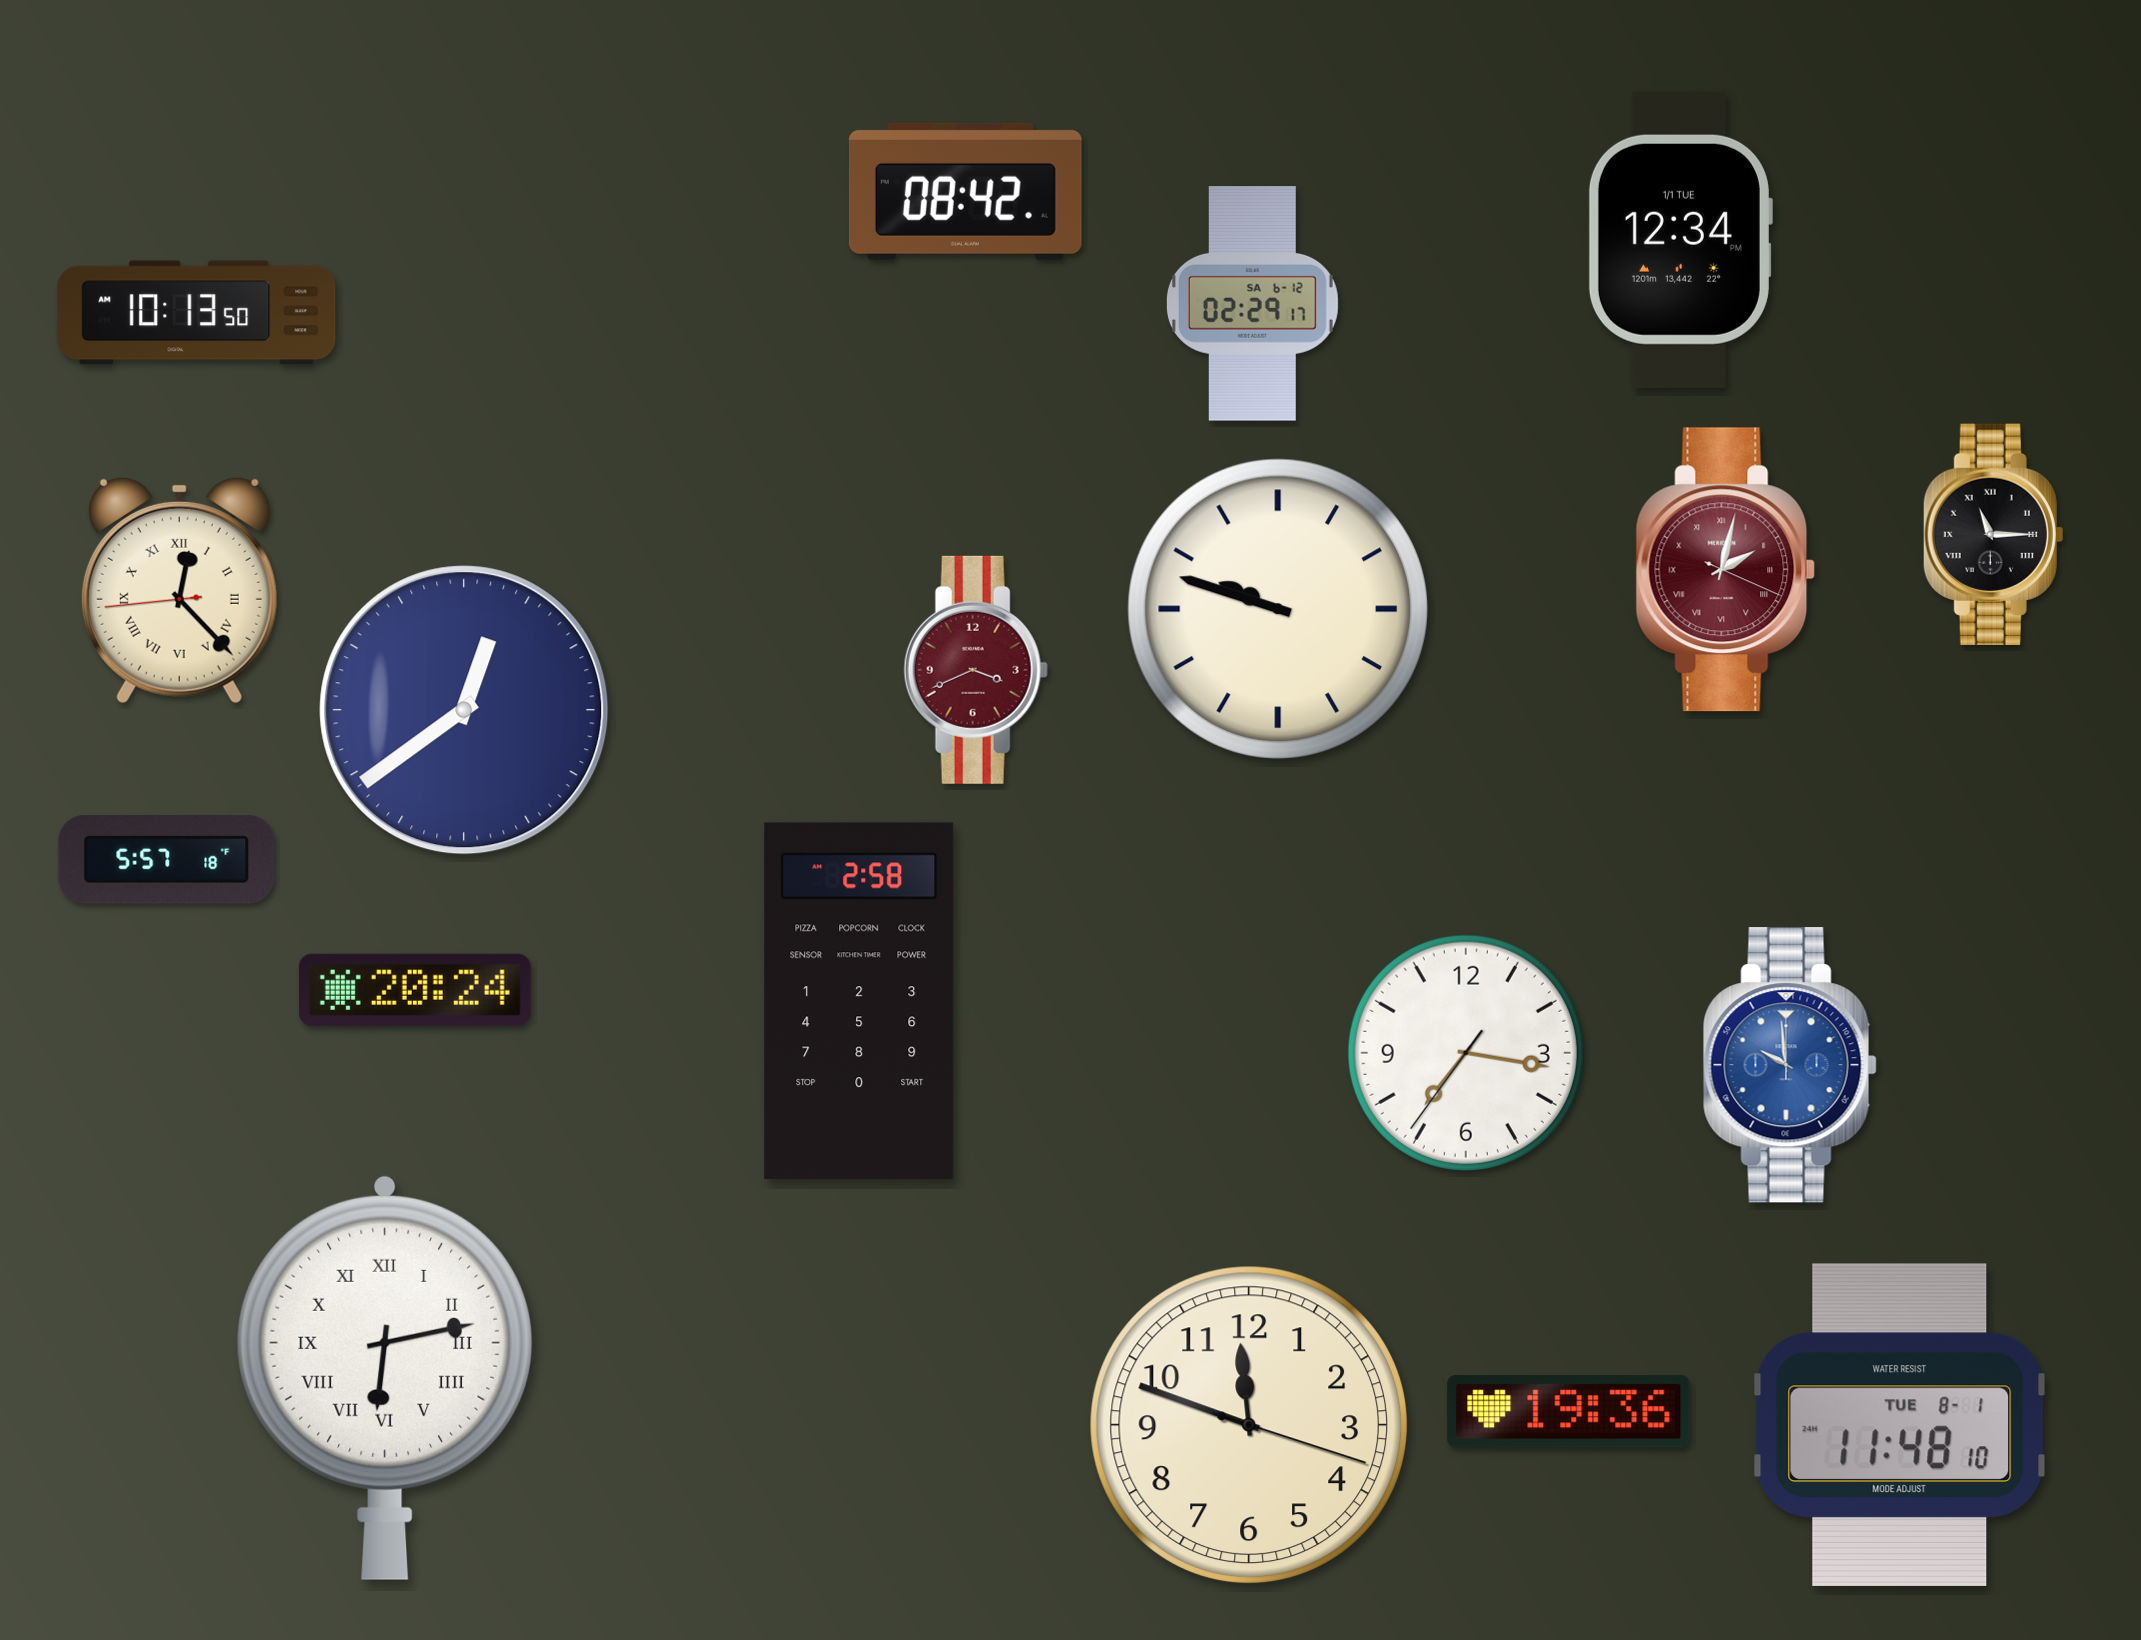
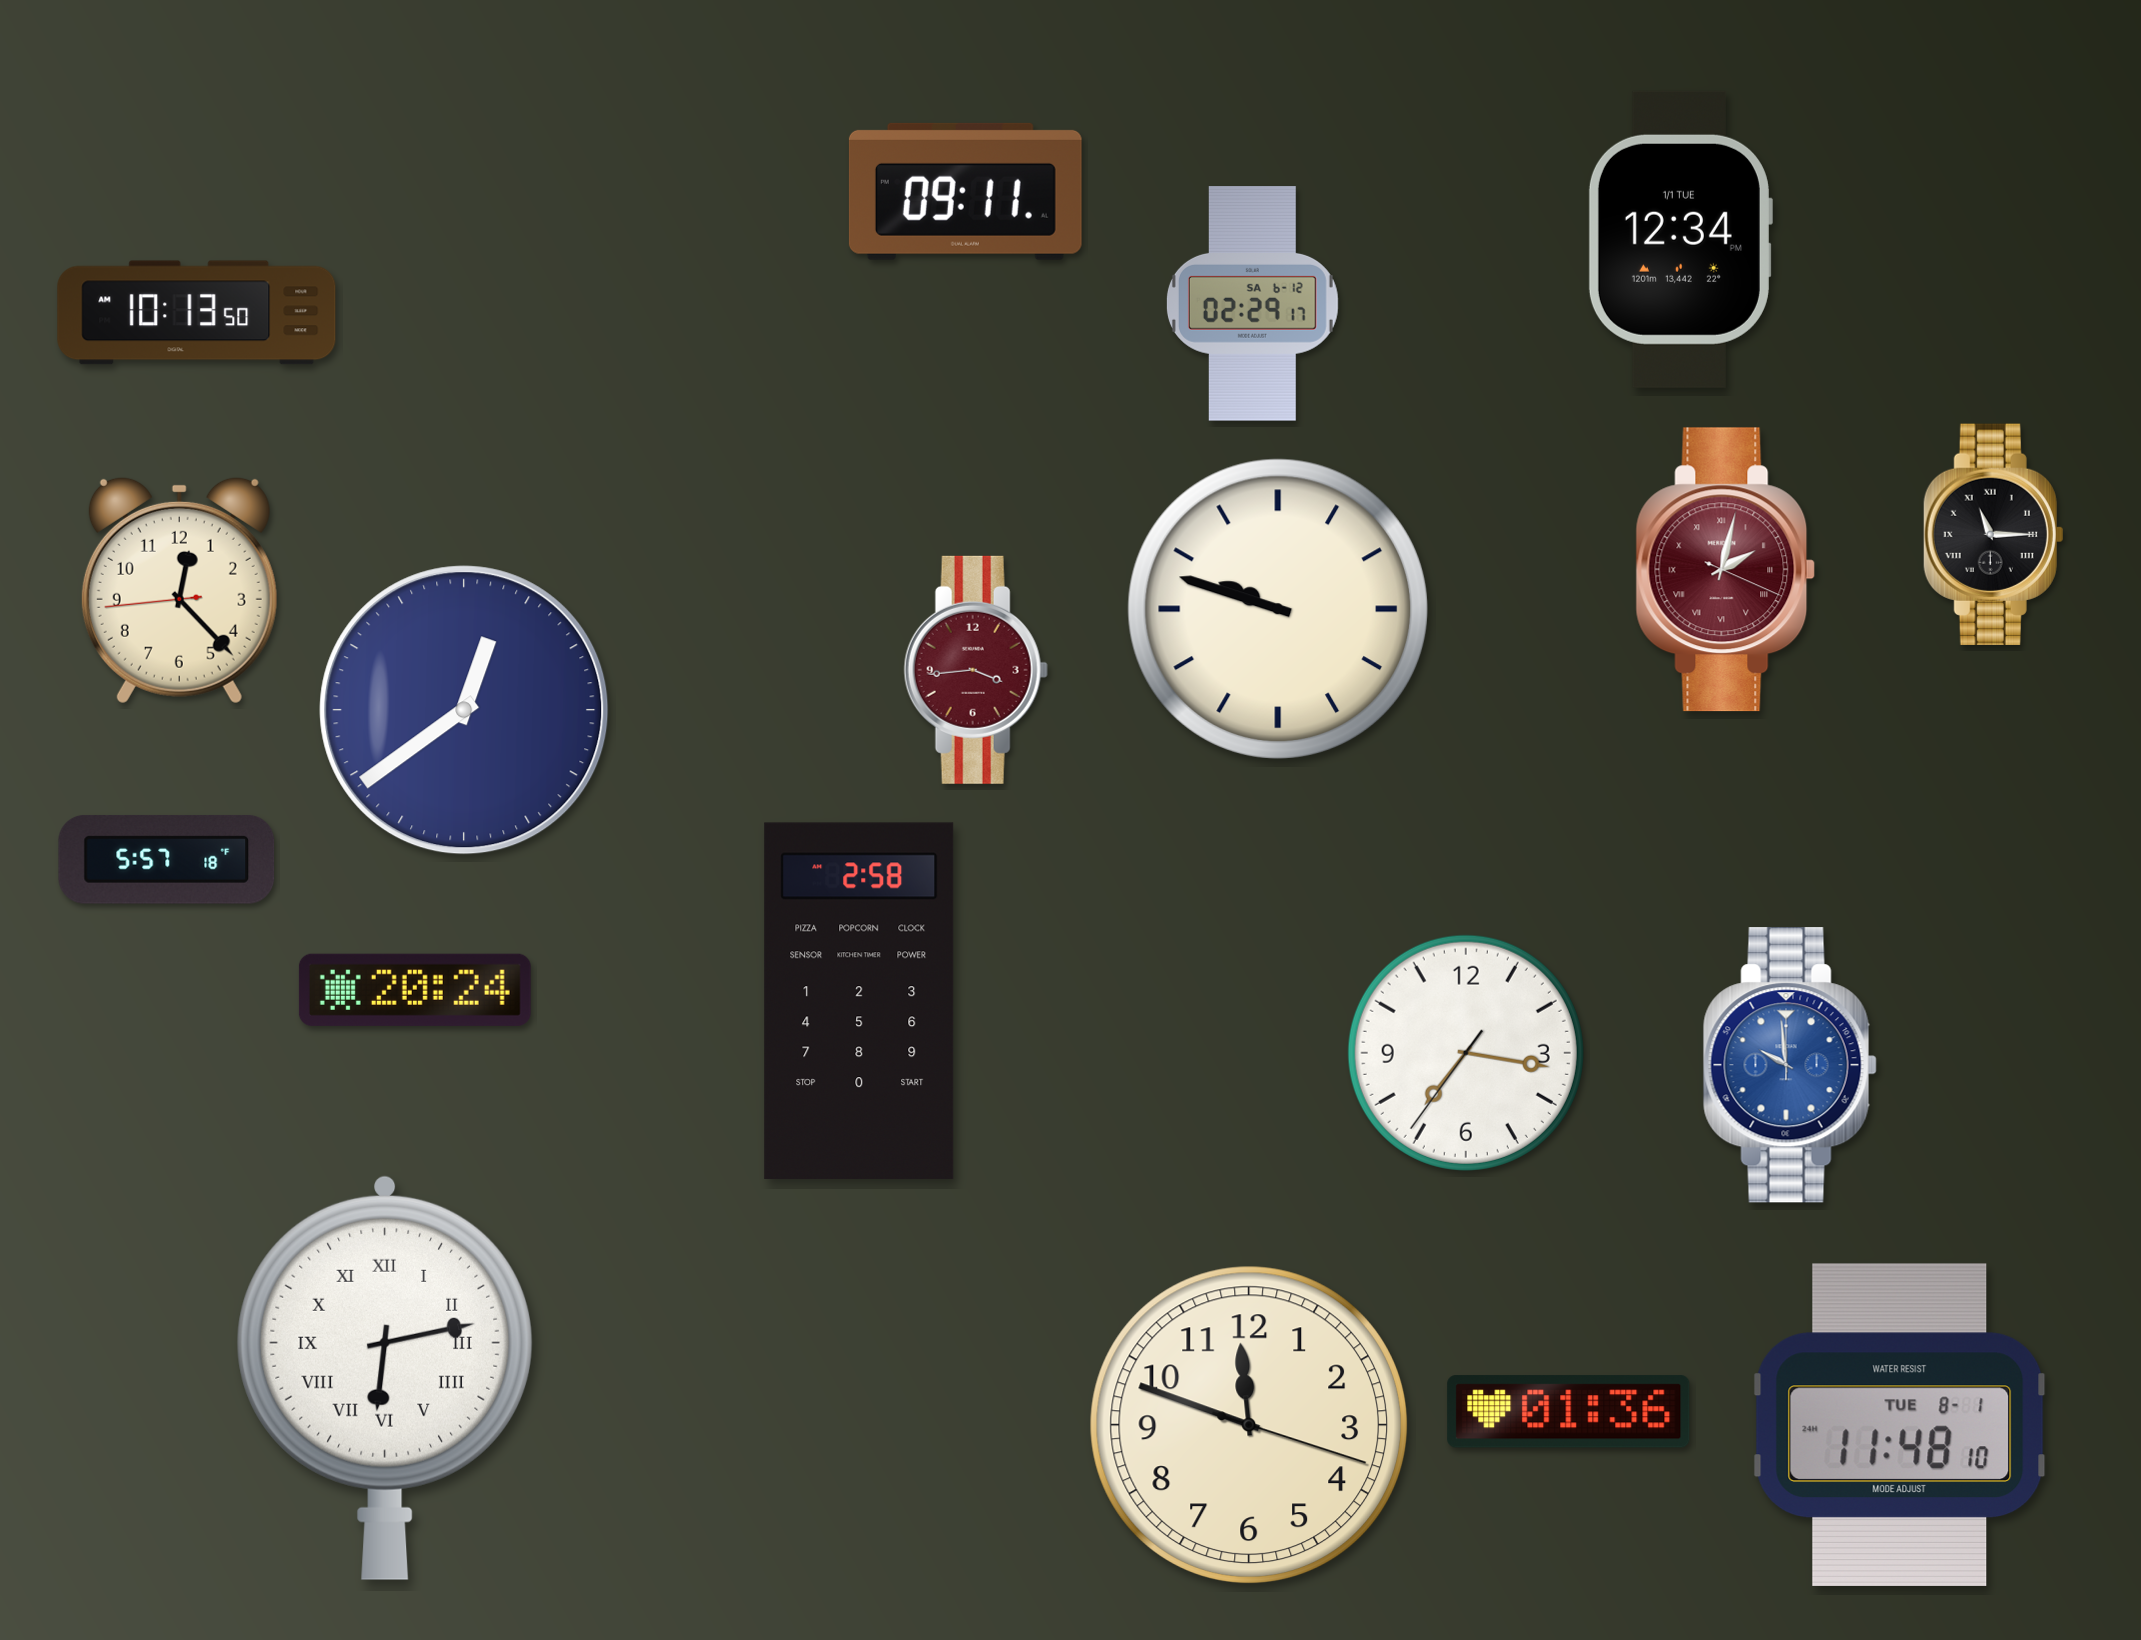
clock at (965, 191): 08:42 -> 09:11
clock at (179, 590) numerals: Roman -> Arabic
clock at (976, 670): 3:41 -> 3:44
clock at (1569, 1412): 19:36 -> 01:36
